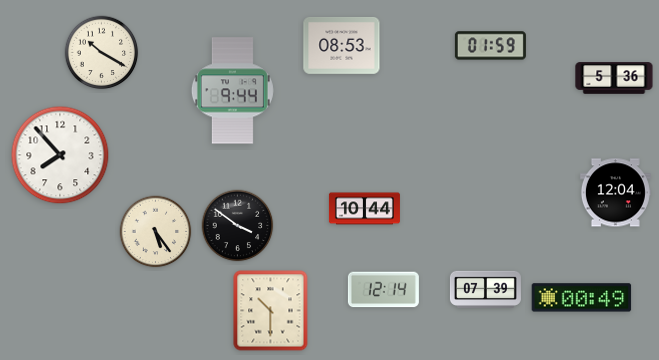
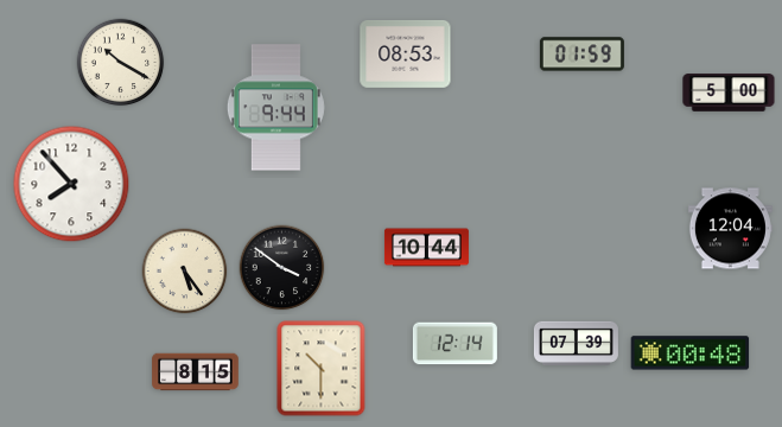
clock at (614, 78): 5:36 -> 5:00
clock at (364, 209) position: (364, 209) -> (426, 248)
clock at (156, 232) position: (156, 232) -> (185, 272)
clock at (582, 298): 00:49 -> 00:48
clock at (196, 372): none -> 8:15
